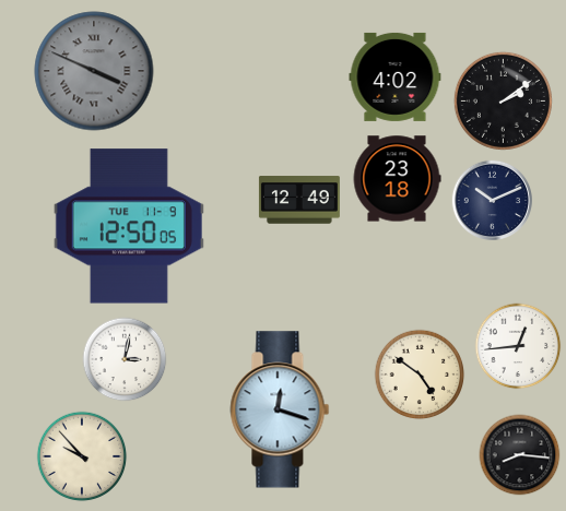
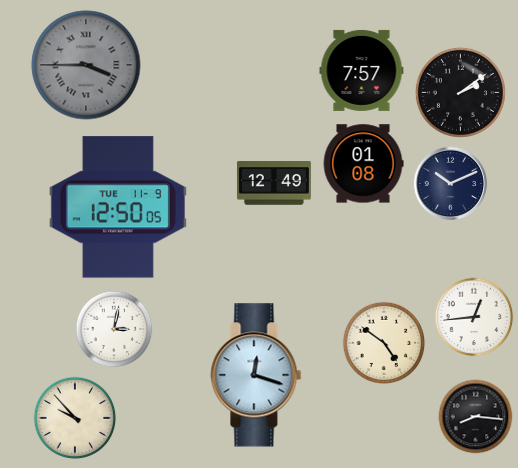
clock at (94, 71): 3:49 -> 3:45
clock at (396, 76): 4:02 -> 7:57
clock at (397, 179): 23:18 -> 01:08
